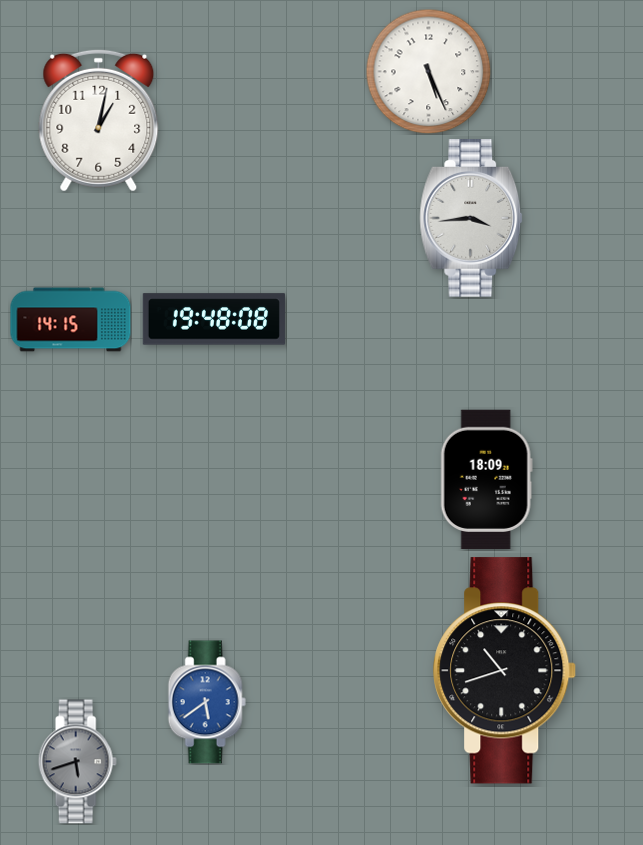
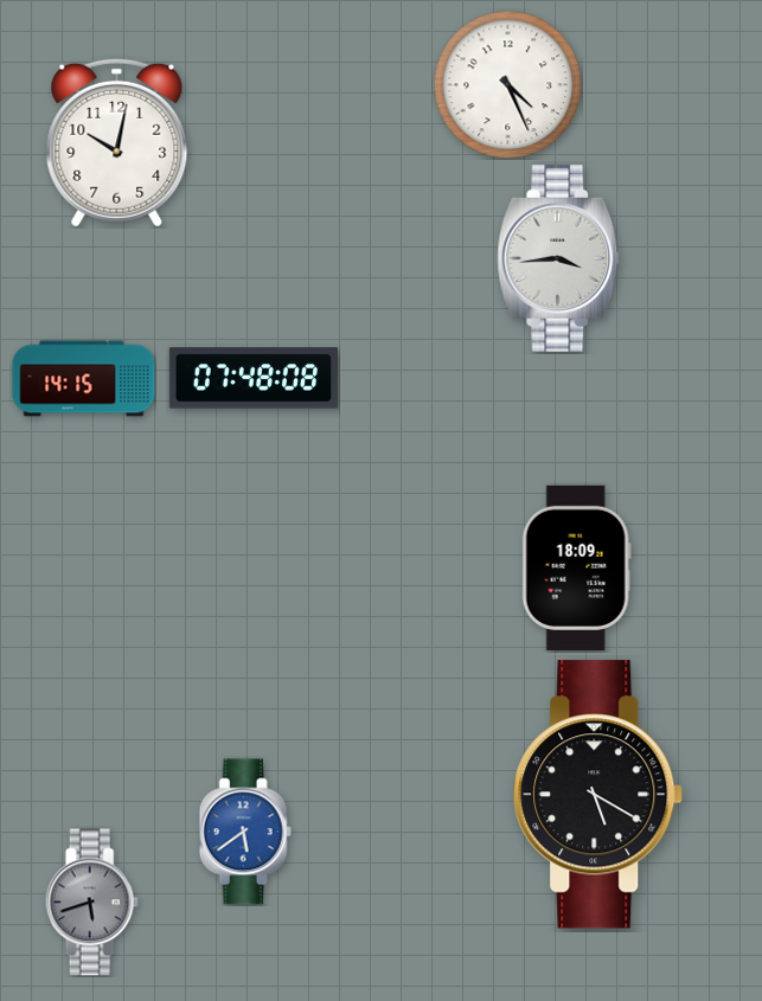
clock at (428, 71): 5:26 -> 4:26
clock at (99, 120): 1:02 -> 10:02
clock at (214, 319): 19:48 -> 07:48
clock at (505, 671): 10:42 -> 5:20
